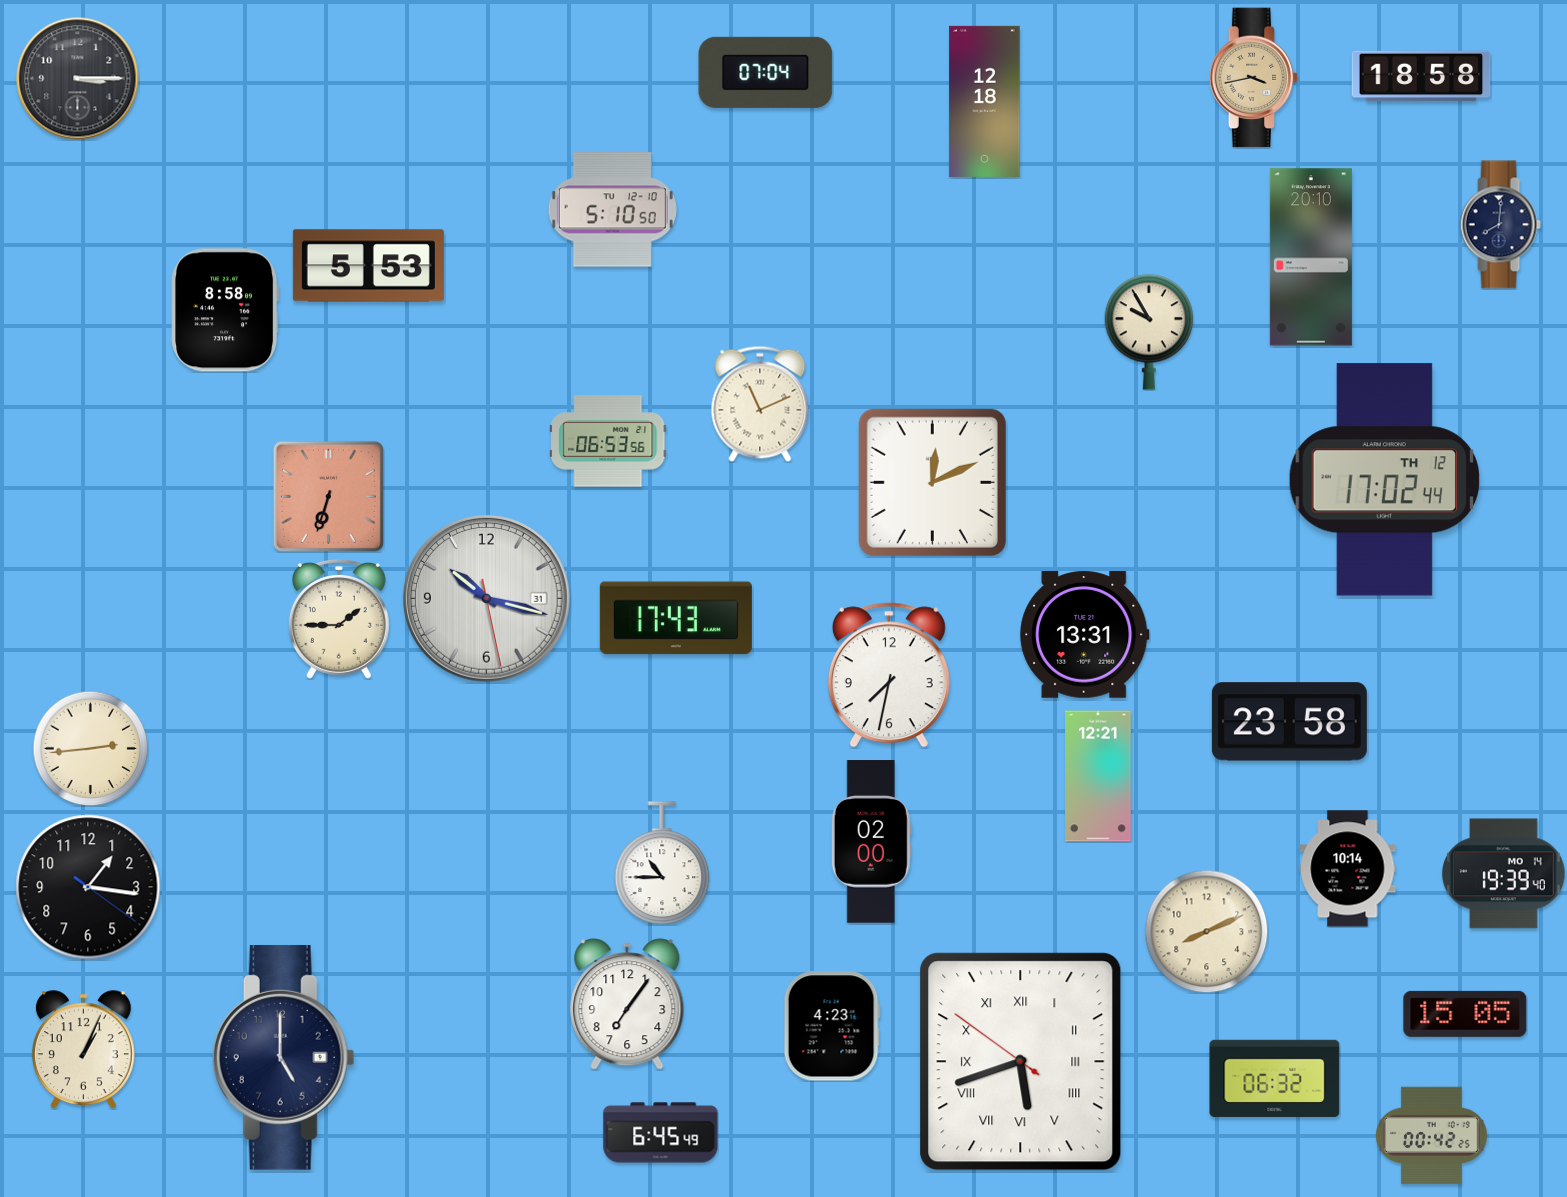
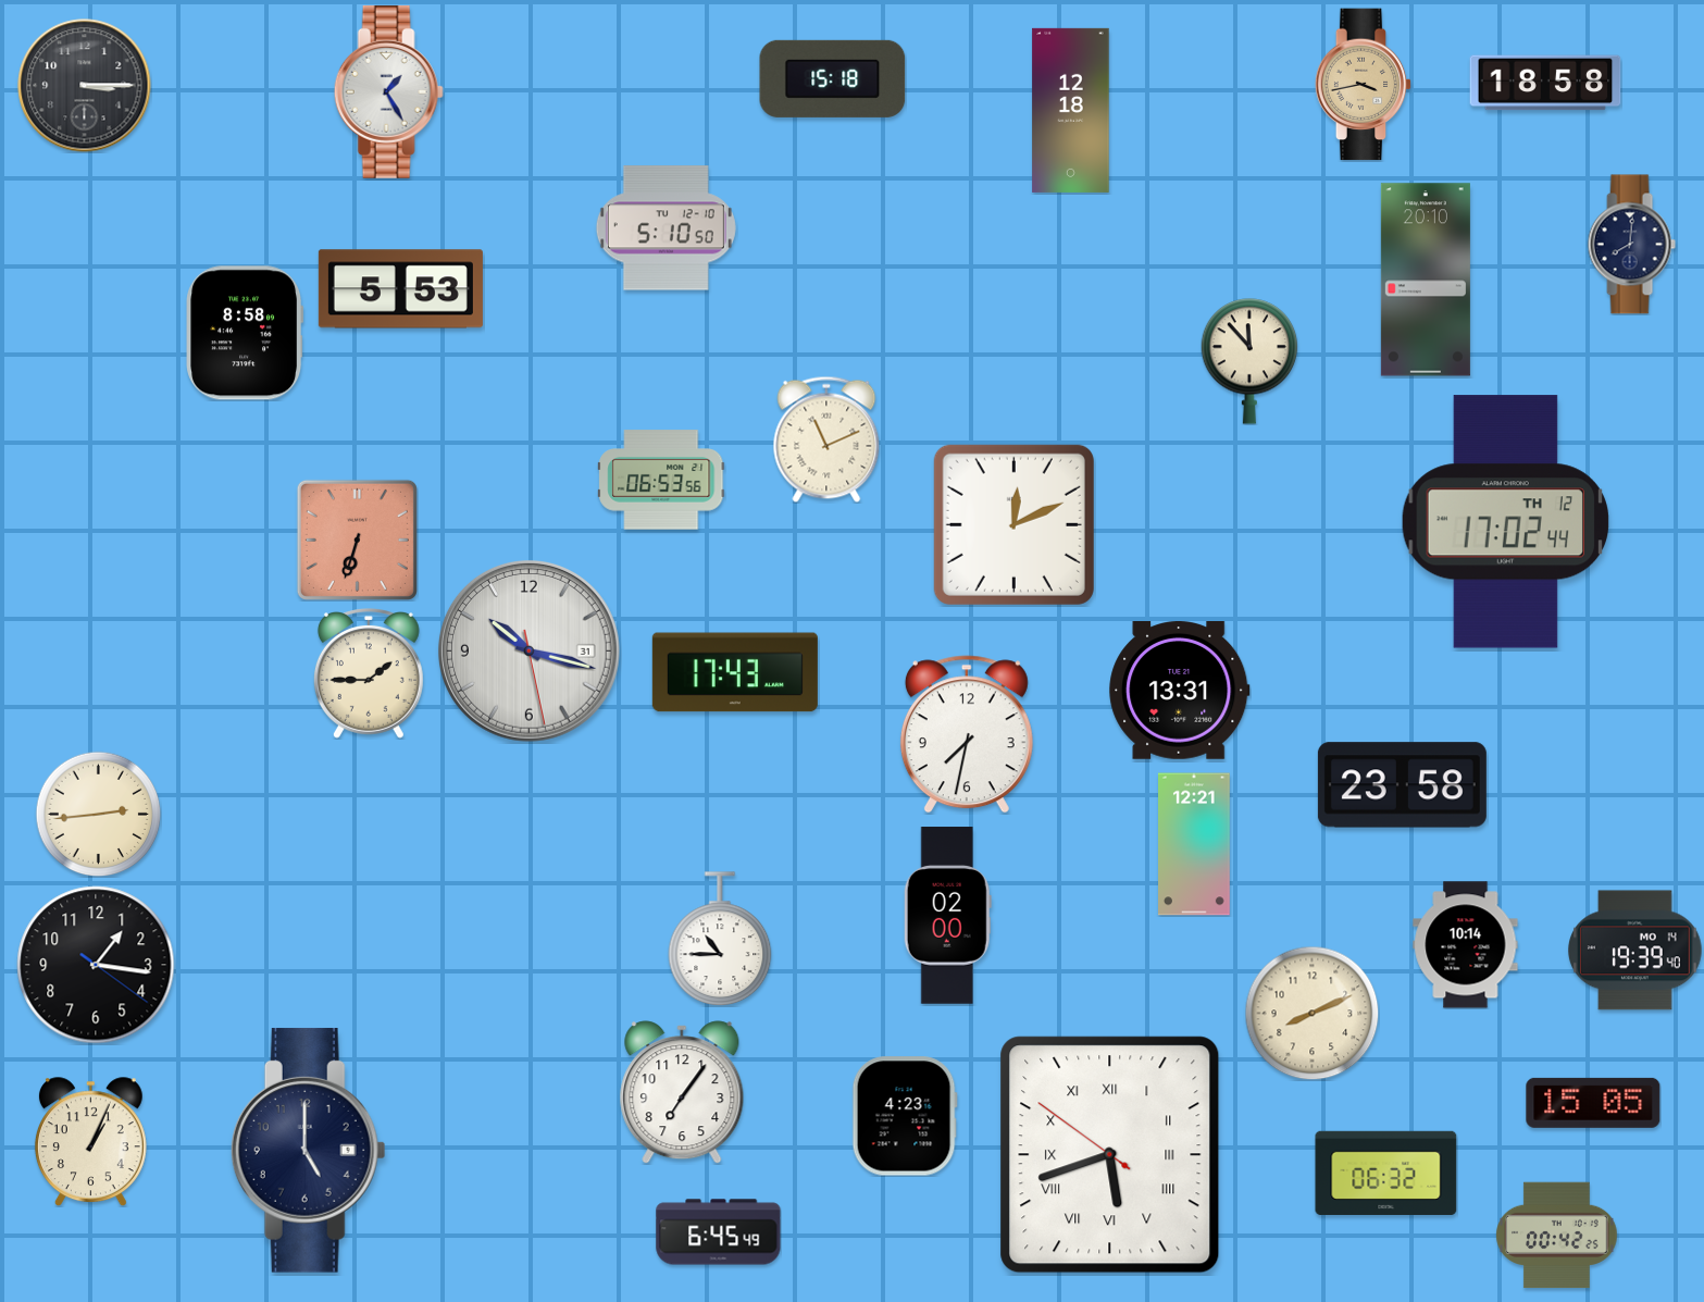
clock at (766, 72): 07:04 -> 15:18
clock at (388, 91): none -> 1:25
clock at (225, 310) position: (225, 310) -> (245, 333)
clock at (1149, 332): 9:55 -> 11:53
